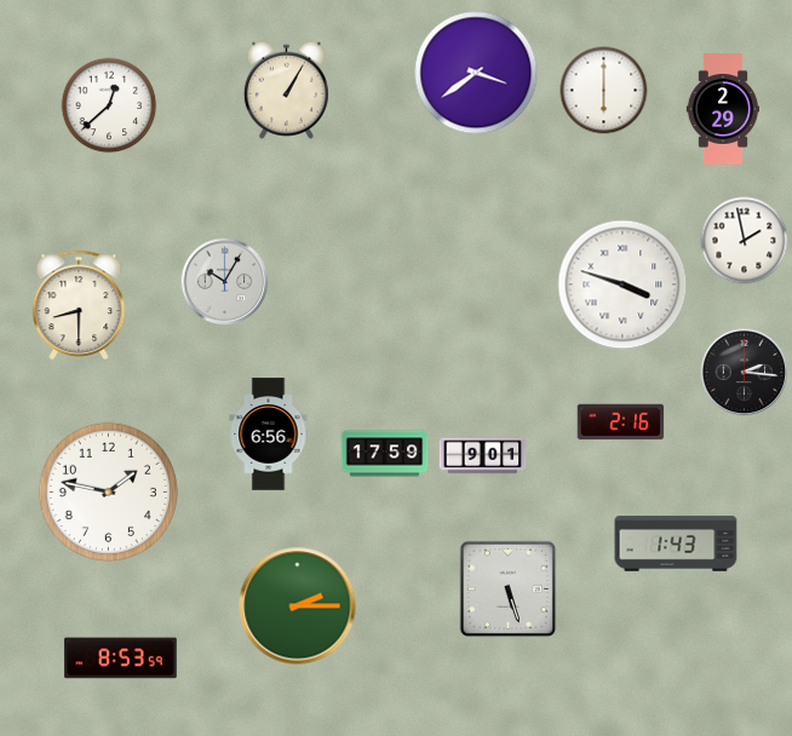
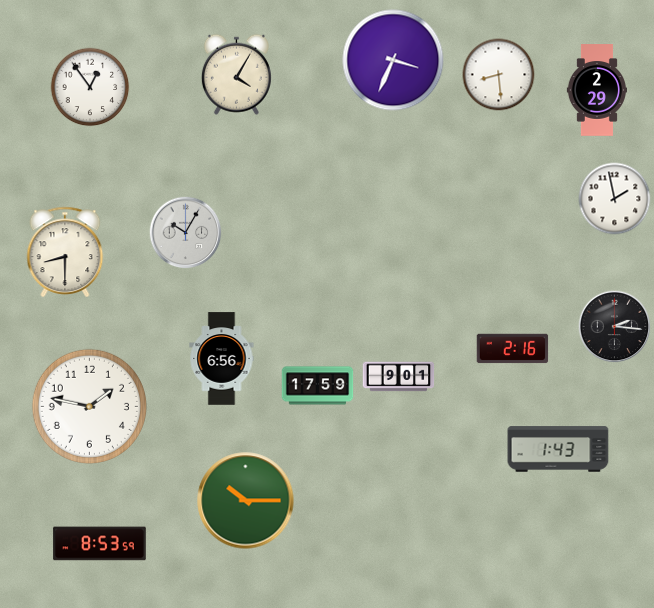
clock at (476, 73): 3:39 -> 3:34
clock at (286, 90): 1:05 -> 4:05
clock at (604, 91): 6:00 -> 8:29
clock at (109, 105): 12:38 -> 12:54
clock at (622, 284): 3:48 -> none
clock at (745, 373) position: (745, 373) -> (615, 327)
clock at (385, 454) position: (385, 454) -> (318, 386)
clock at (509, 590): 5:27 -> none
clock at (298, 606): 2:15 -> 10:15
